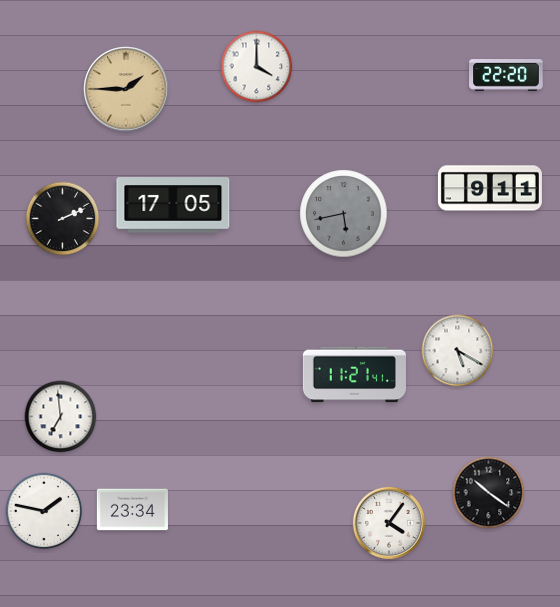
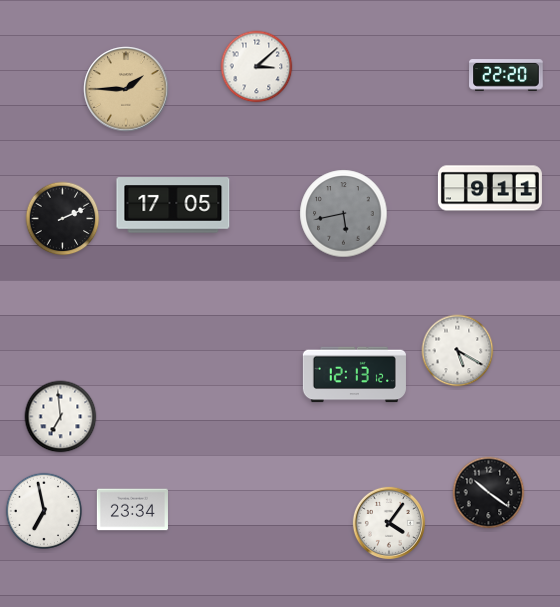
clock at (257, 67): 4:00 -> 3:08
clock at (354, 375): 11:21 -> 12:13
clock at (44, 511): 1:47 -> 6:58
